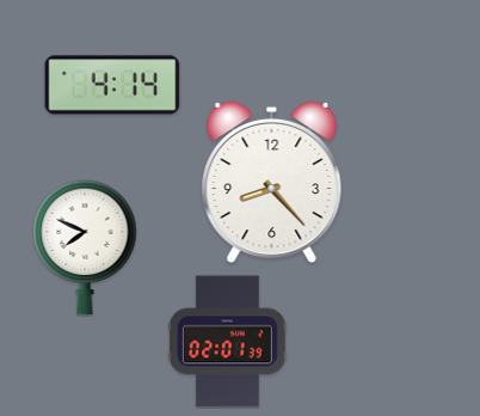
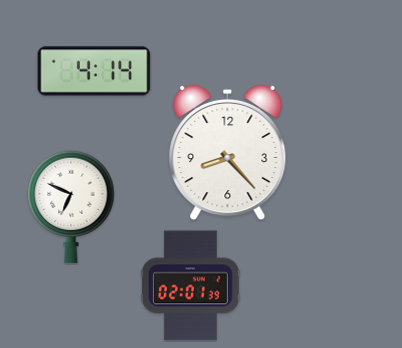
clock at (85, 247): 7:49 -> 6:49
